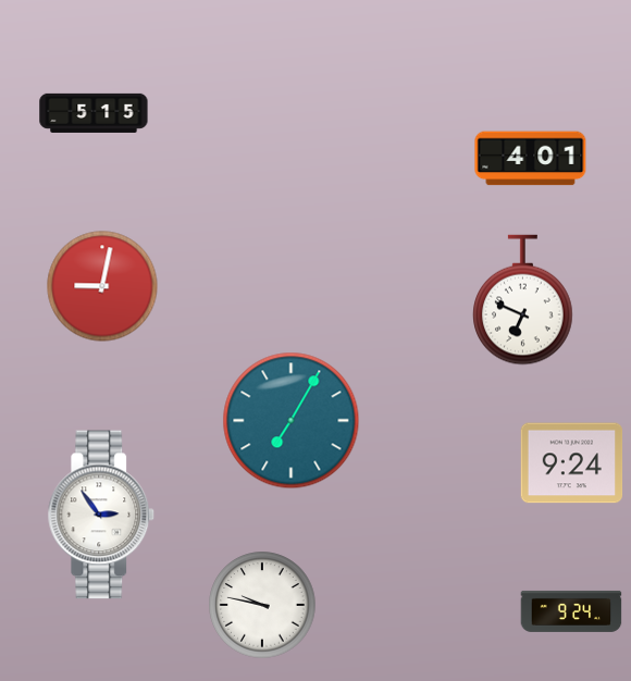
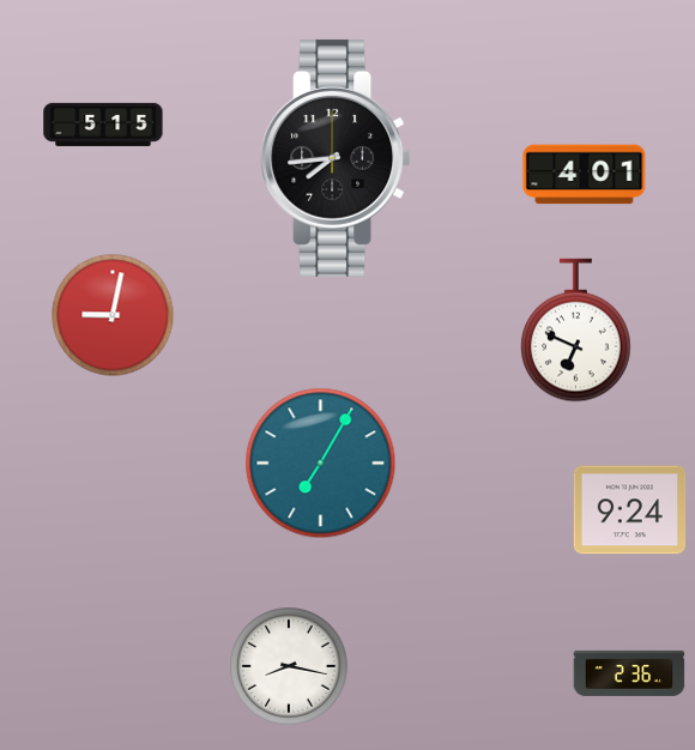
clock at (336, 158): none -> 7:44
clock at (101, 515): 2:54 -> none
clock at (262, 605): 9:47 -> 8:17
clock at (571, 611): 9:24 -> 2:36
